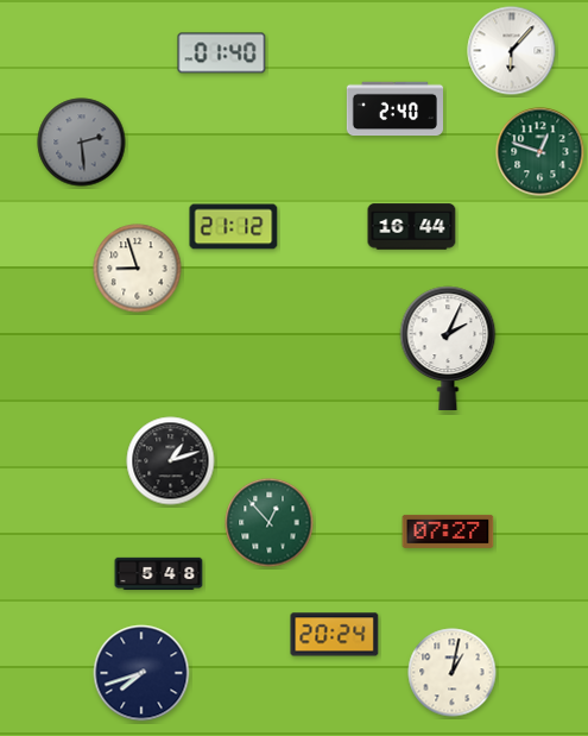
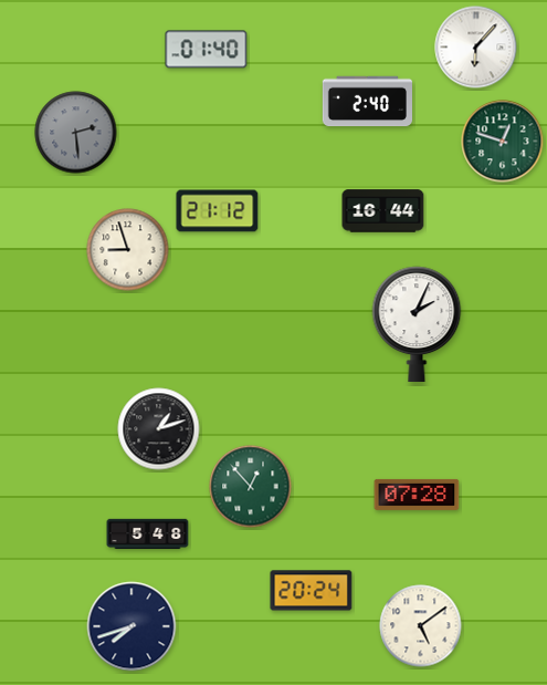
clock at (448, 531): 07:27 -> 07:28
clock at (453, 673): 1:02 -> 5:09
